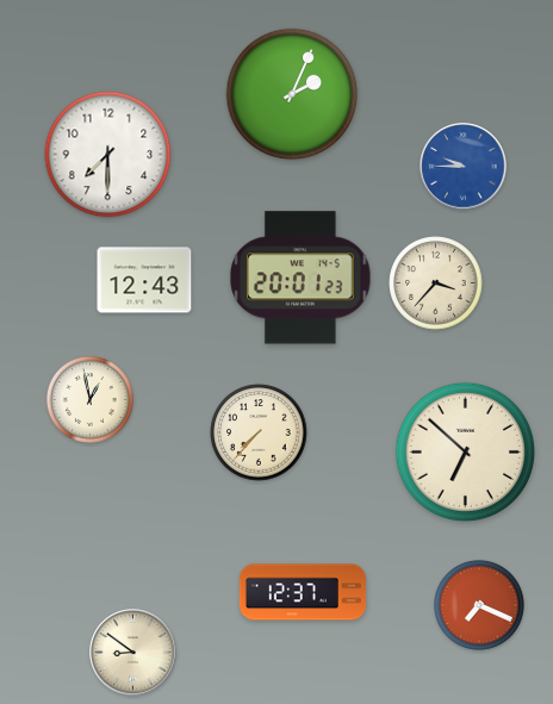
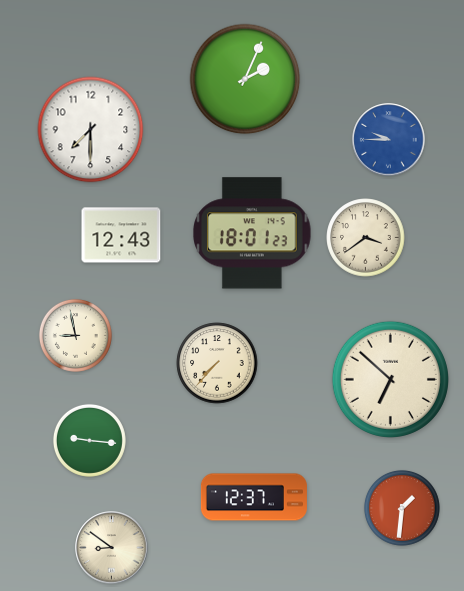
clock at (300, 278): 20:01 -> 18:01
clock at (436, 284): 3:37 -> 3:39
clock at (89, 399): 12:58 -> 8:58
clock at (89, 440): none -> 9:16
clock at (479, 605): 7:19 -> 1:31
